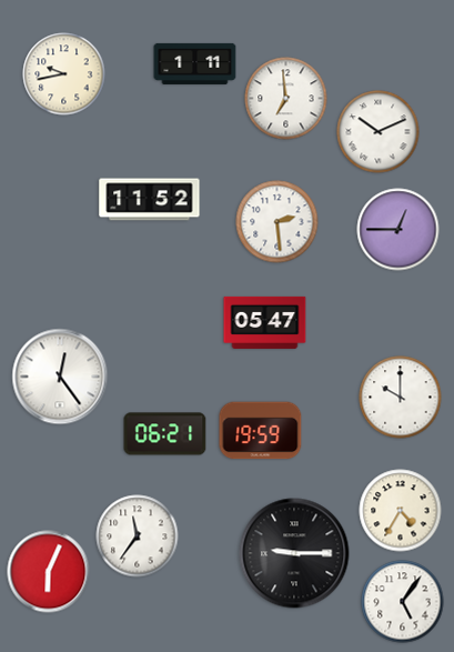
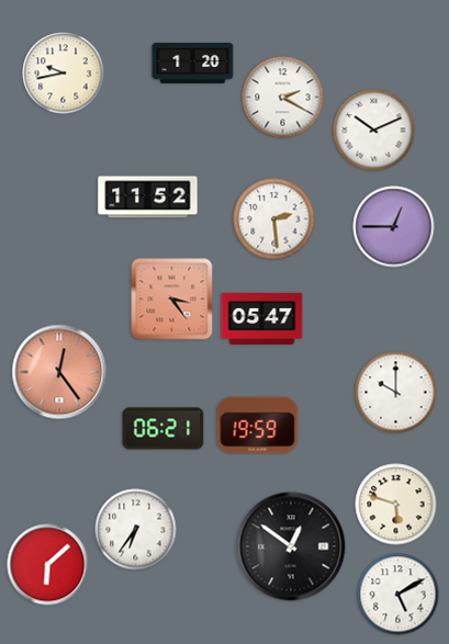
clock at (195, 63): 1:11 -> 1:20
clock at (286, 99): 6:59 -> 2:20
clock at (172, 300): none -> 3:24
clock at (60, 377) dial: white -> salmon
clock at (401, 511): 4:35 -> 5:48
clock at (138, 536): 11:36 -> 6:36
clock at (294, 553): 9:15 -> 12:51
clock at (49, 572): 6:04 -> 6:08
clock at (403, 602): 5:06 -> 5:10
